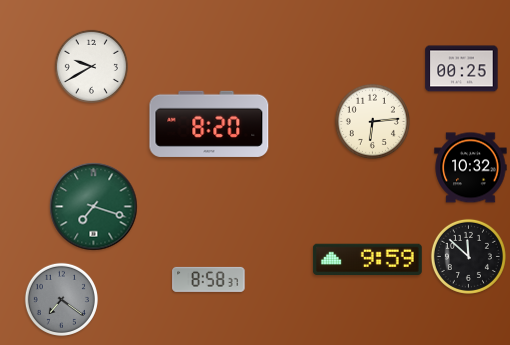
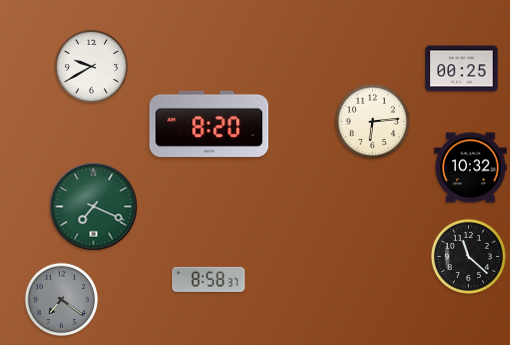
clock at (94, 207): 7:18 -> 7:19
clock at (468, 256): 11:52 -> 11:22
clock at (367, 260): 9:59 -> none
